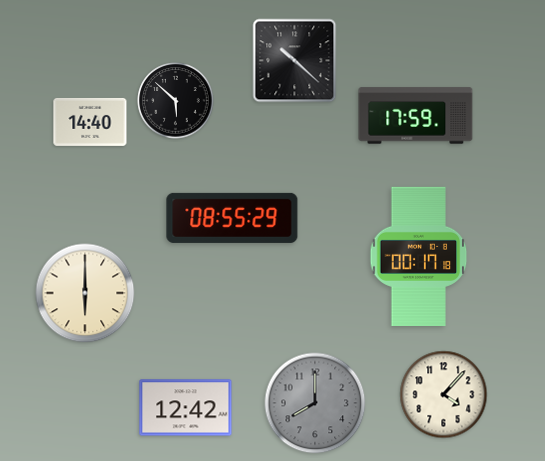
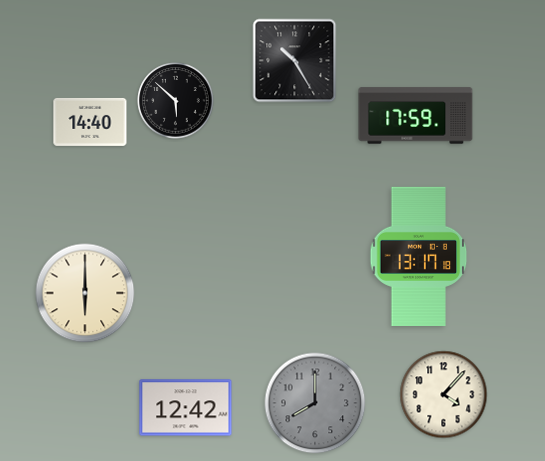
clock at (295, 61): 10:22 -> 10:25
clock at (232, 218): 08:55 -> none
clock at (419, 256): 00:17 -> 13:17
